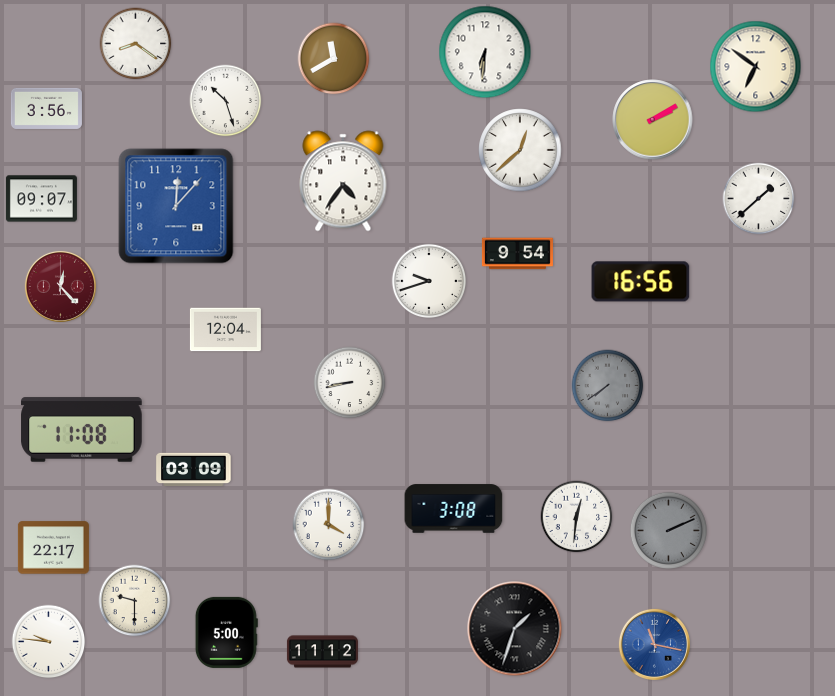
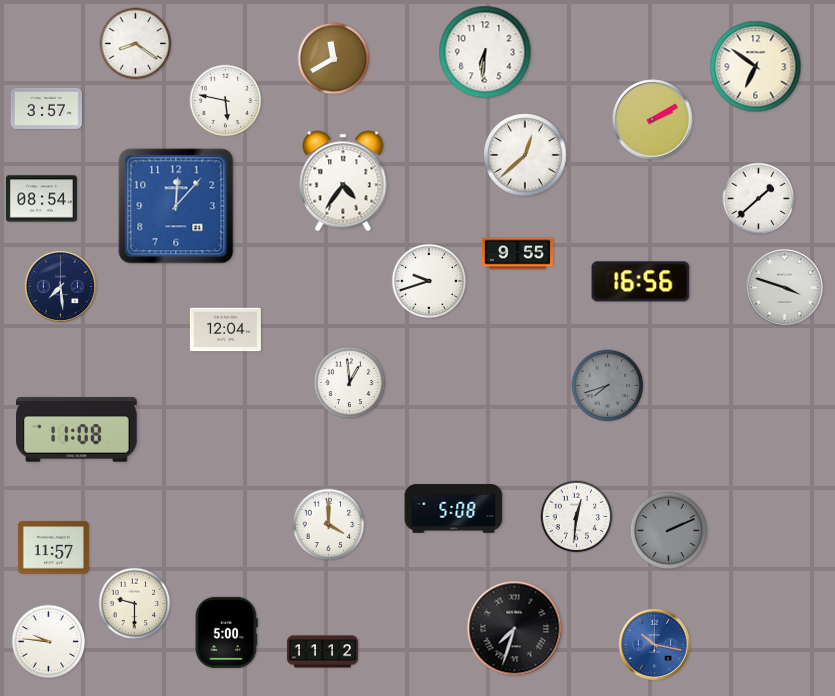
clock at (226, 101): 10:27 -> 5:47
clock at (46, 108): 3:56 -> 3:57
clock at (520, 150) position: (520, 150) -> (525, 155)
clock at (41, 199): 09:07 -> 08:54
clock at (517, 254): 9:54 -> 9:55
clock at (60, 286): 12:23 -> 7:29
clock at (60, 286) dial: burgundy -> navy
clock at (785, 288): none -> 3:48
clock at (350, 383): 8:43 -> 12:59
clock at (608, 386): 7:39 -> 7:42
clock at (82, 430) position: (82, 430) -> (77, 430)
clock at (194, 470): 03:09 -> none
clock at (454, 509): 3:08 -> 5:08
clock at (53, 548): 22:17 -> 11:57
clock at (135, 601) position: (135, 601) -> (135, 604)
clock at (515, 629): 1:33 -> 7:33
clock at (654, 644): 11:17 -> 10:17
